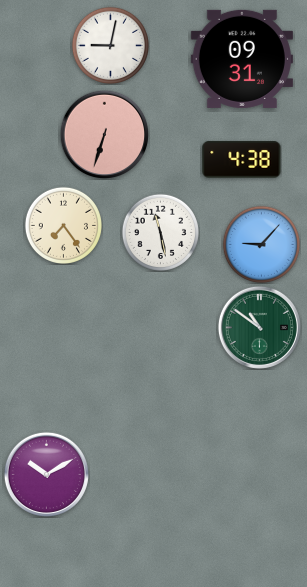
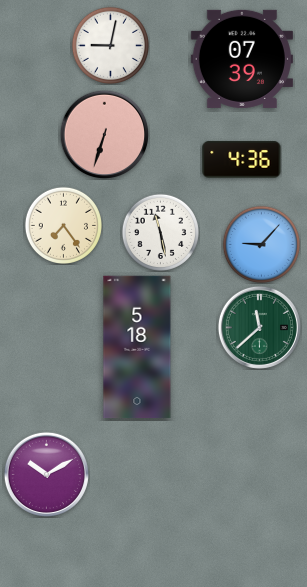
clock at (242, 59): 09:31 -> 07:39
clock at (242, 160): 4:38 -> 4:36
clock at (259, 327): 10:51 -> 11:38
clock at (137, 347): none -> 5:18
